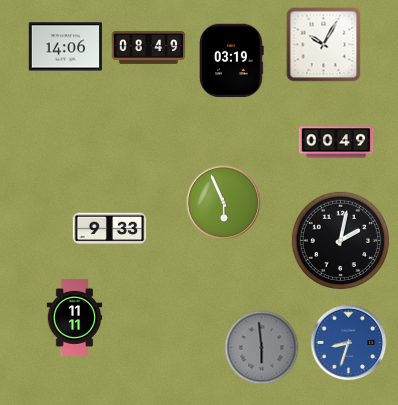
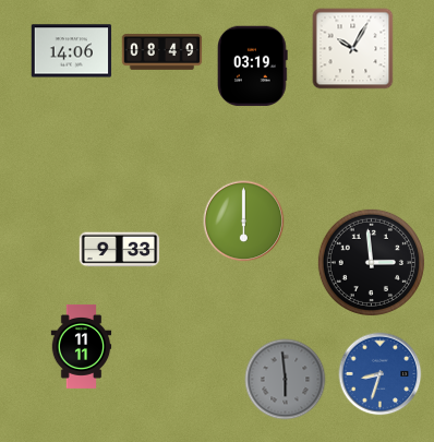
clock at (336, 142): 00:49 -> none
clock at (224, 203): 5:56 -> 6:00
clock at (340, 240): 2:02 -> 2:59
